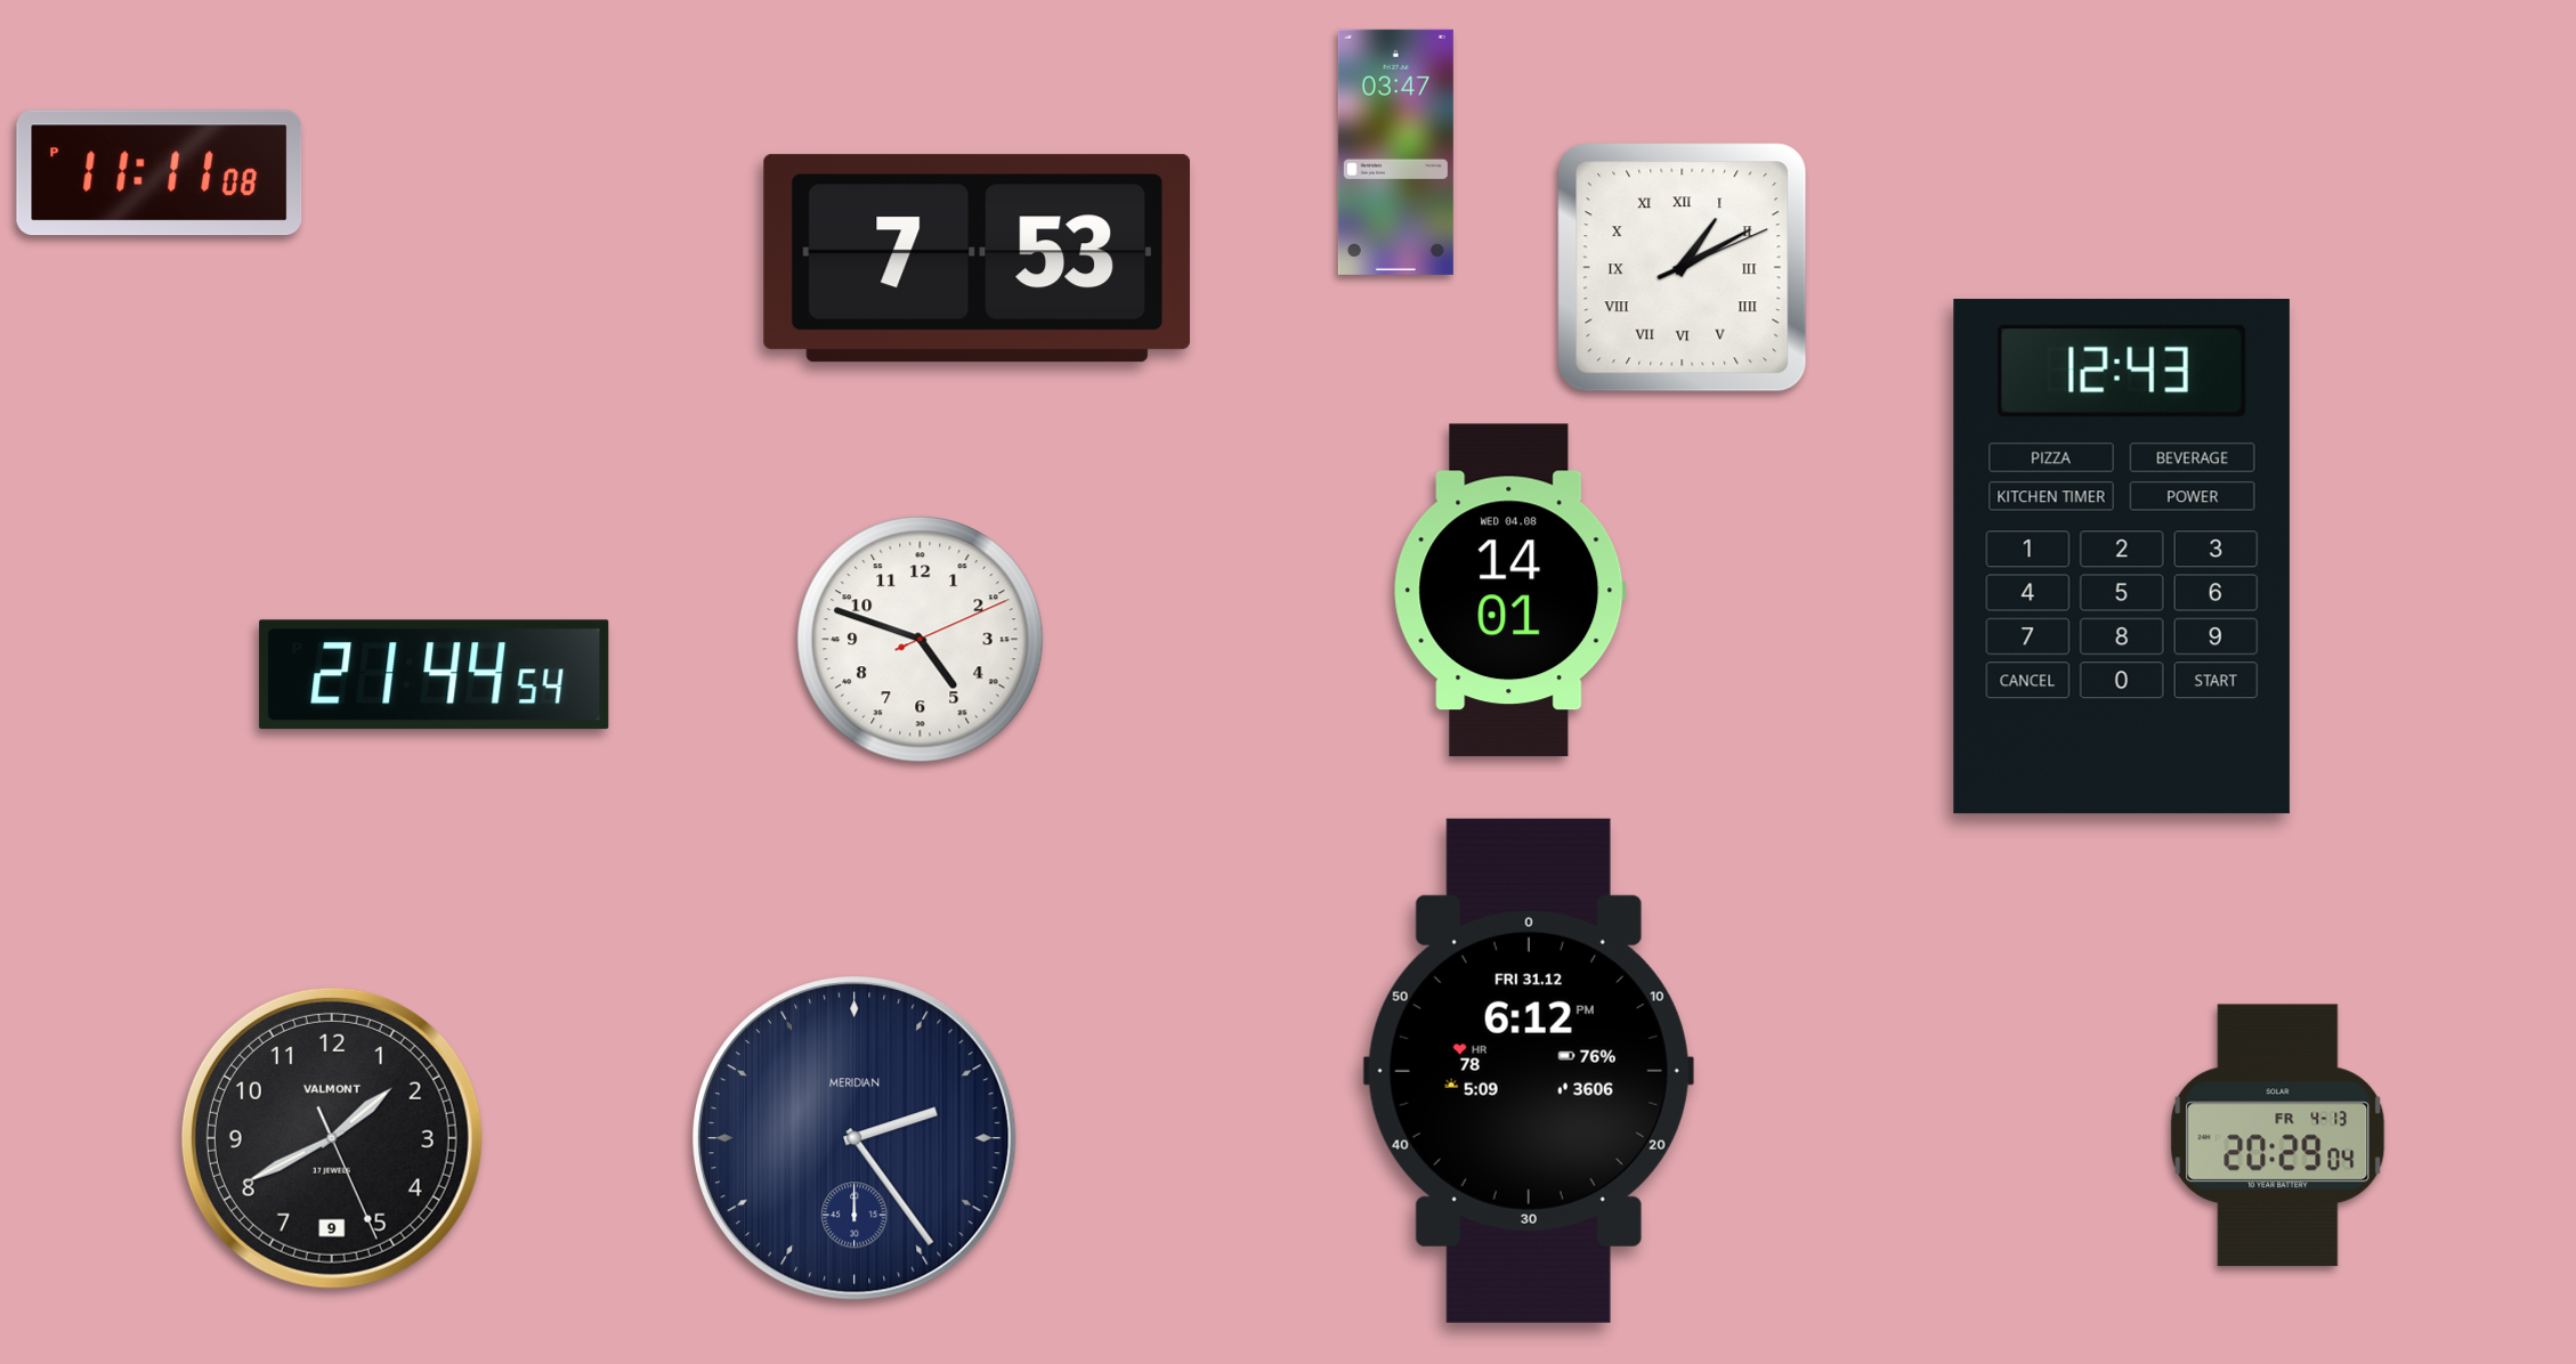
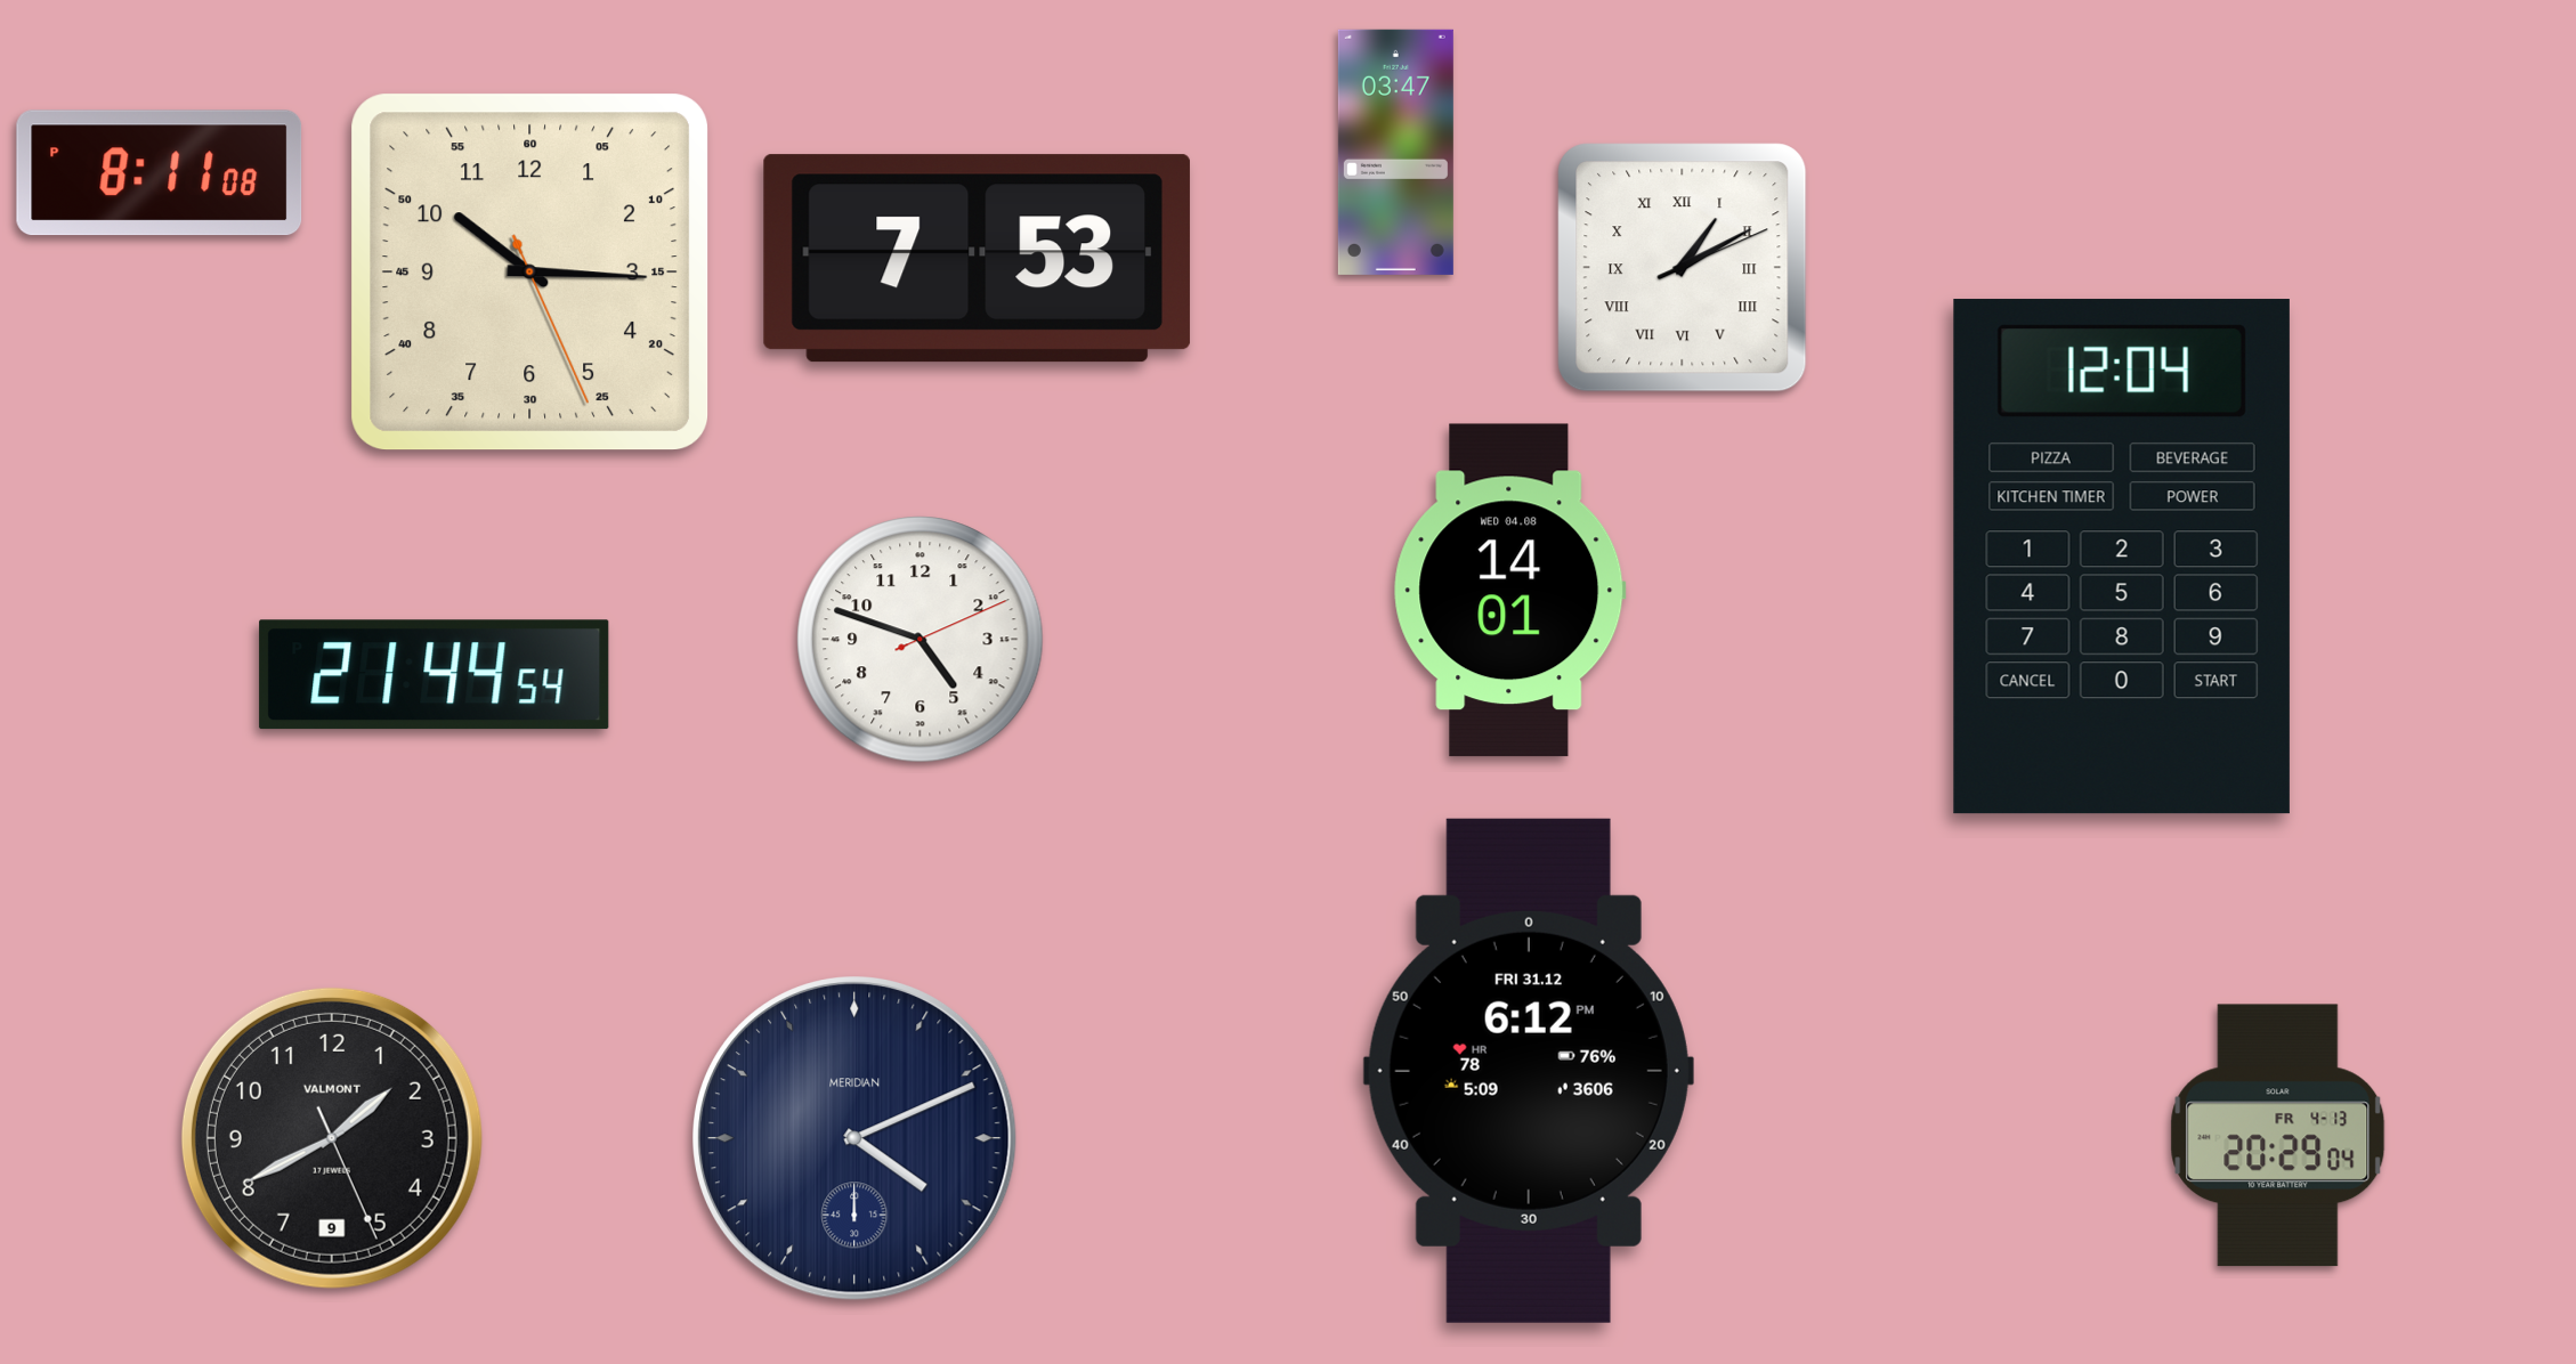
clock at (160, 173): 11:11 -> 8:11
clock at (530, 273): none -> 10:15
clock at (2122, 557): 12:43 -> 12:04
clock at (856, 1139): 2:24 -> 4:11
